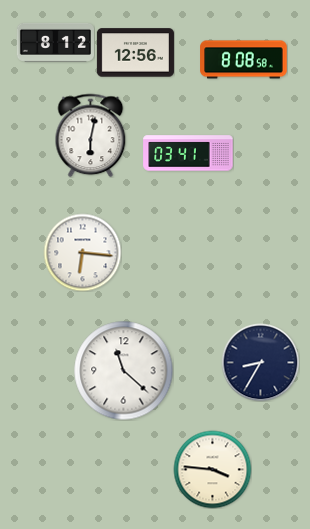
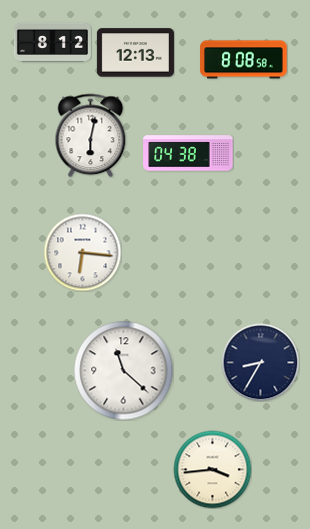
clock at (55, 42) position: (55, 42) -> (52, 42)
clock at (135, 53): 12:56 -> 12:13
clock at (188, 153): 03:41 -> 04:38
clock at (212, 469): 3:46 -> 3:44
